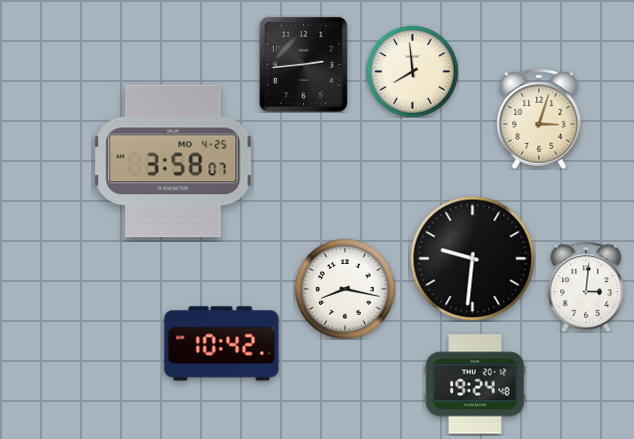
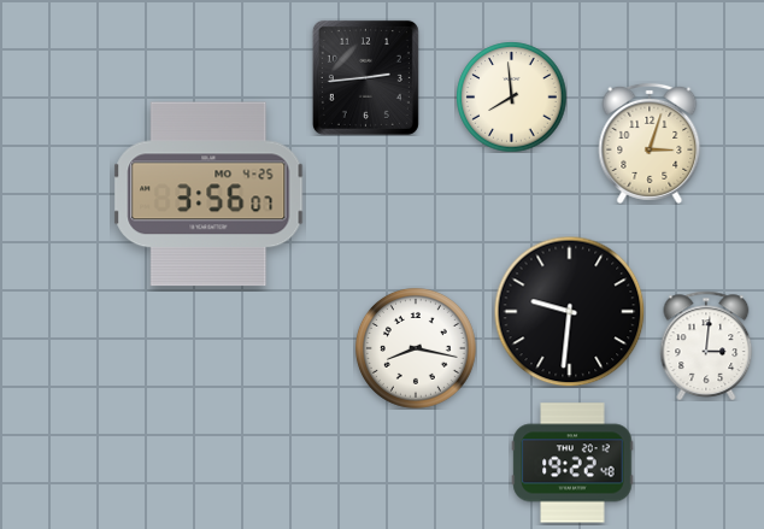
clock at (412, 71) position: (412, 71) -> (511, 96)
clock at (173, 161): 3:58 -> 3:56
clock at (222, 344): 10:42 -> none
clock at (475, 384): 19:24 -> 19:22
